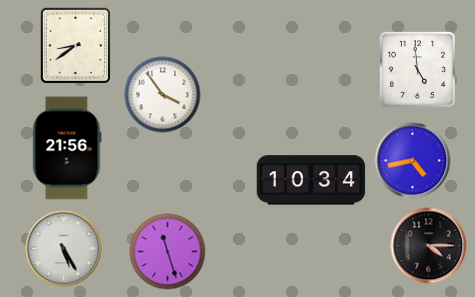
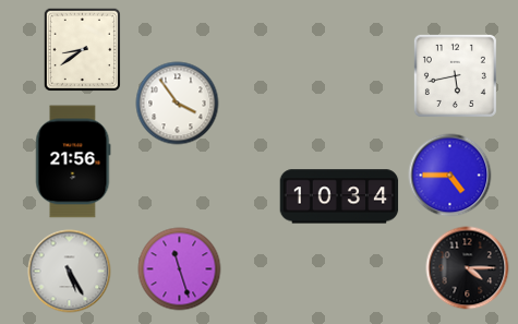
clock at (417, 69): 4:59 -> 5:43
clock at (413, 161): 4:43 -> 4:45
clock at (168, 252) position: (168, 252) -> (180, 269)
